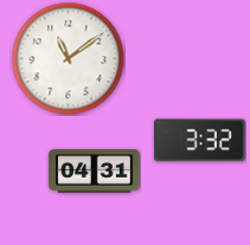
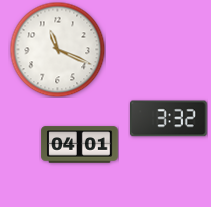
clock at (68, 58): 11:09 -> 11:19
clock at (95, 172): 04:31 -> 04:01
